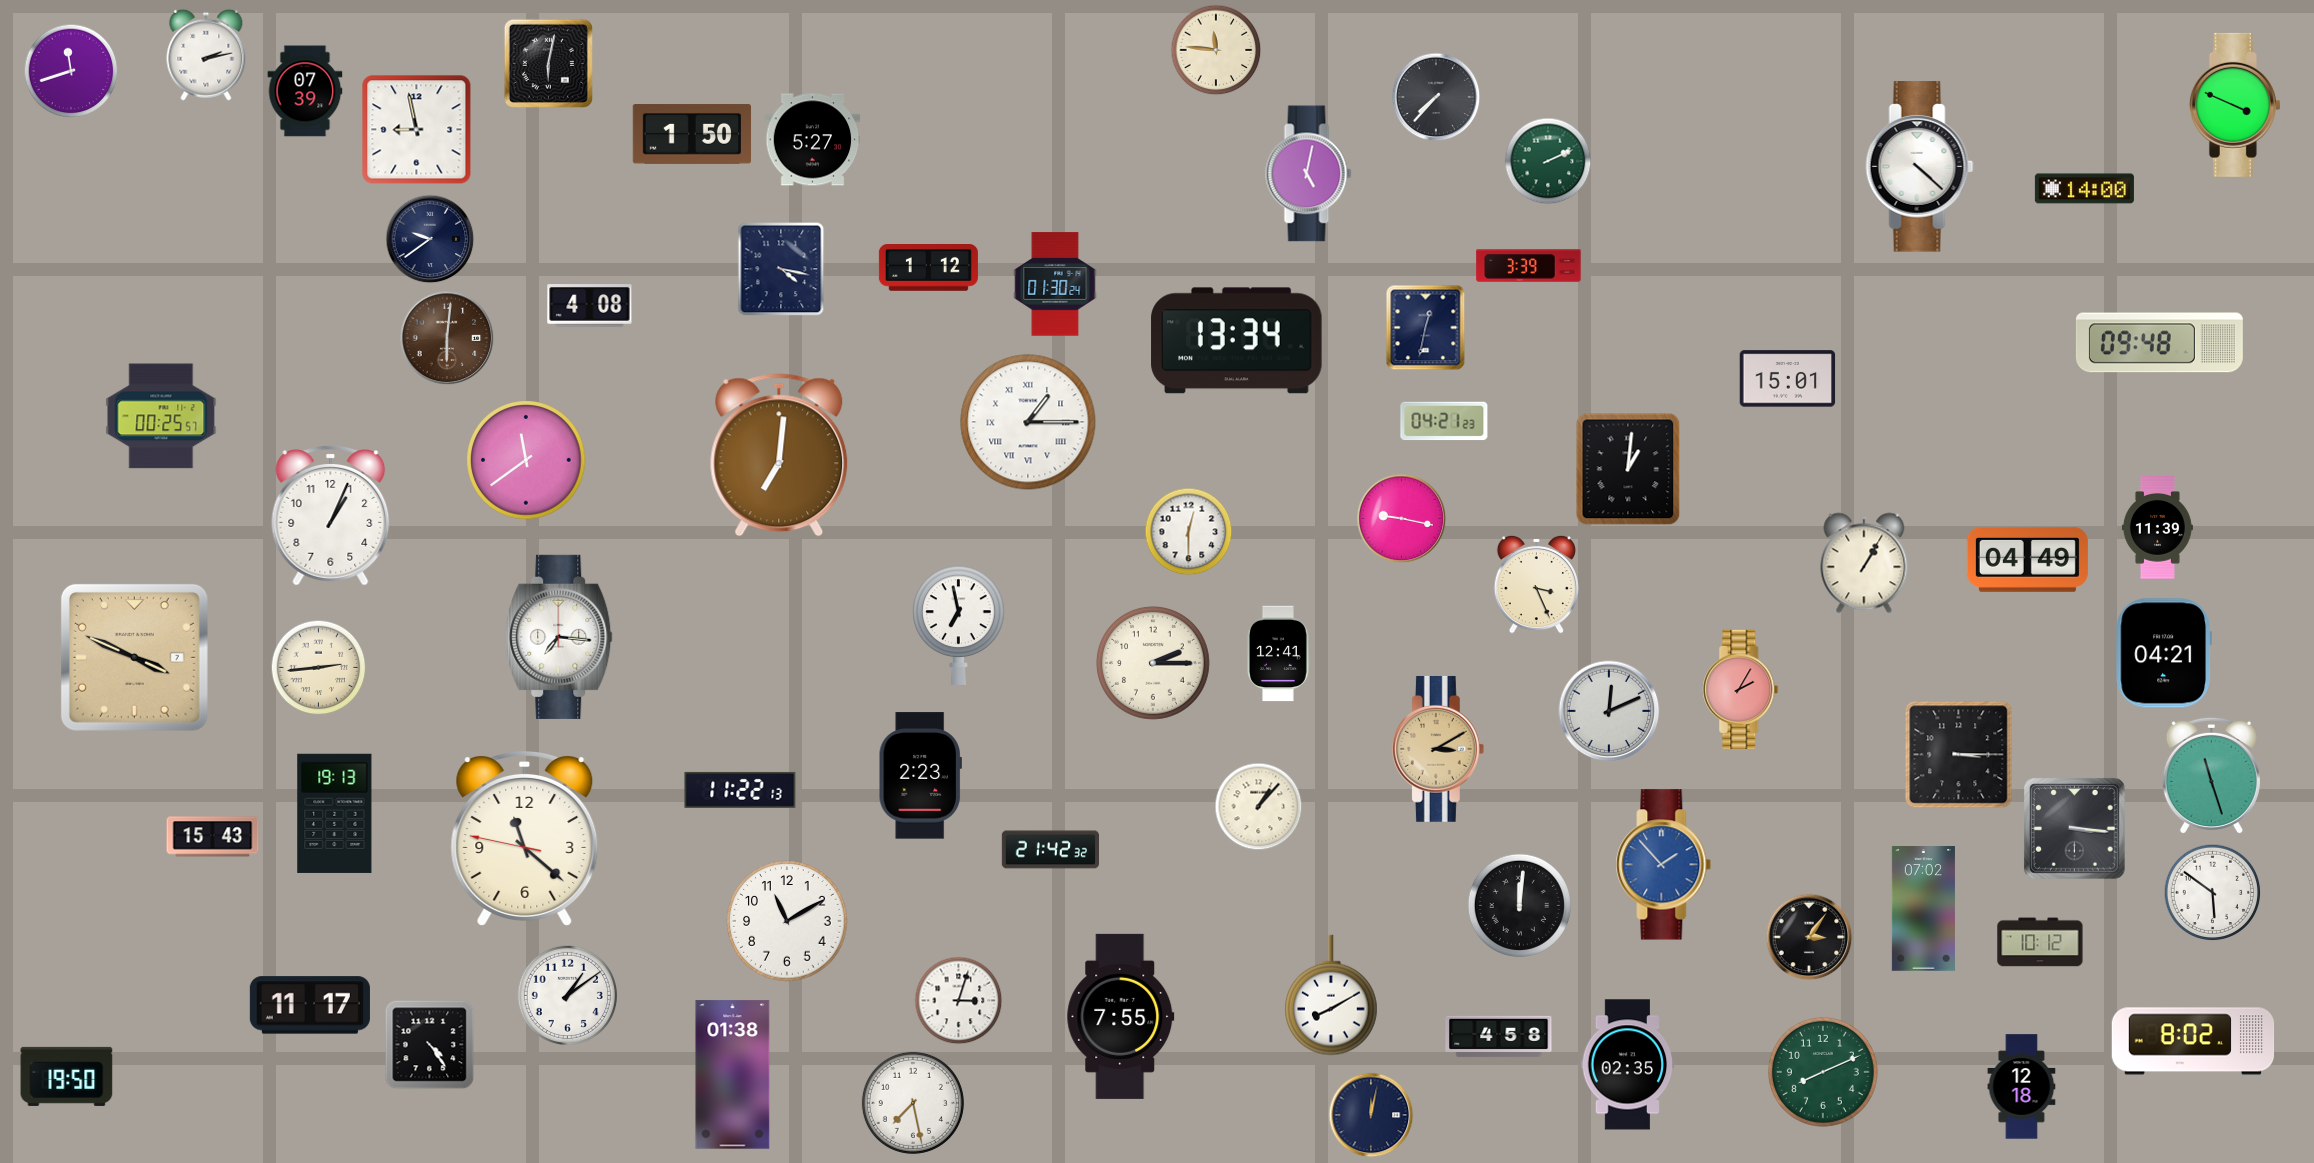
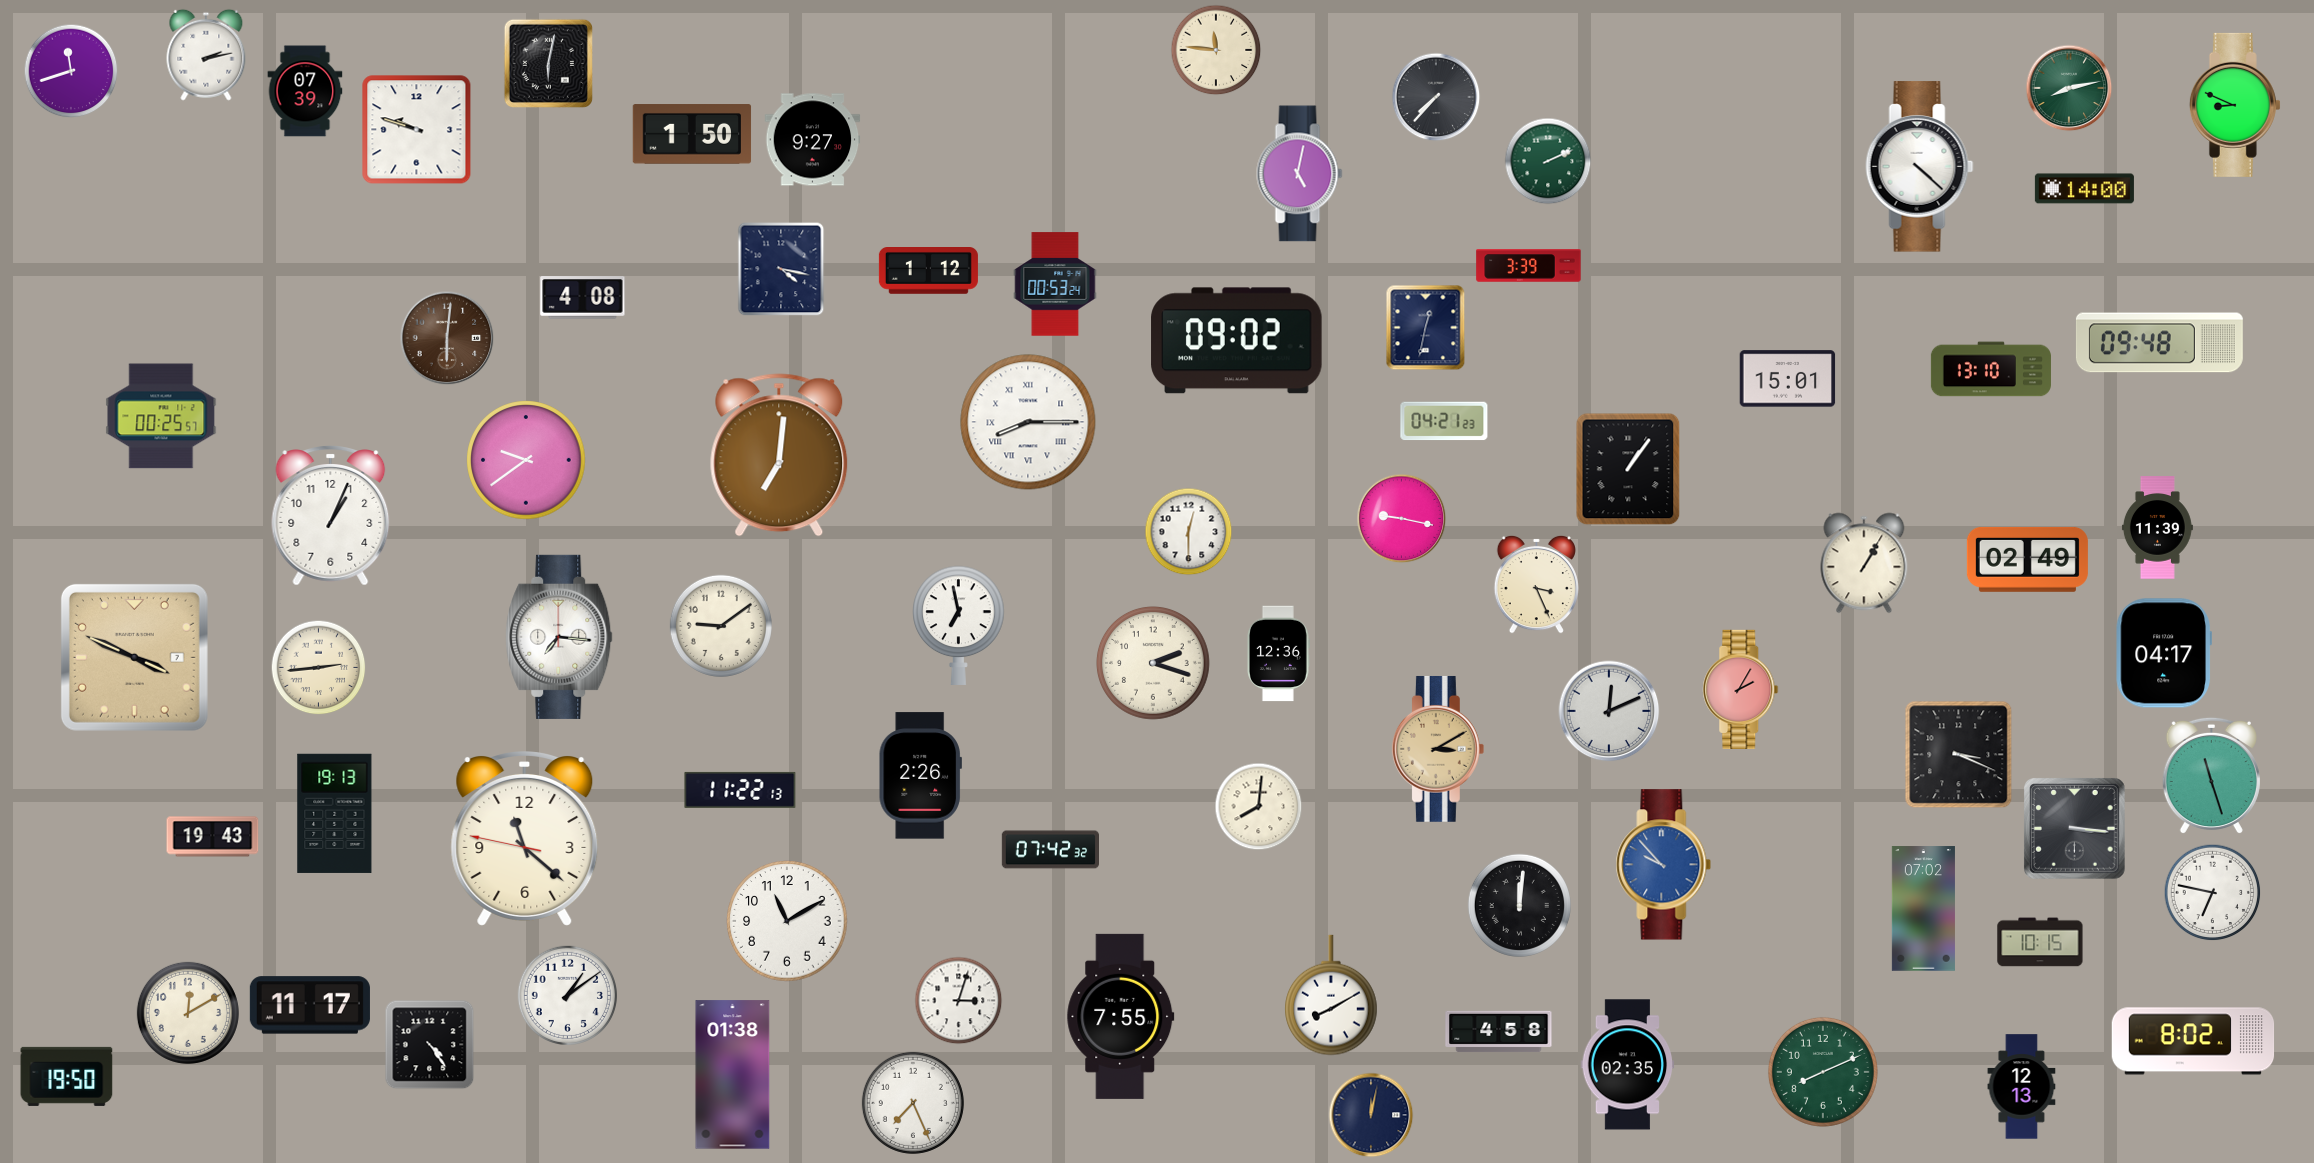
clock at (2069, 88): none -> 8:13
clock at (2235, 105): 3:49 -> 8:49
clock at (417, 130): 8:58 -> 9:48
clock at (813, 140): 5:27 -> 9:27
clock at (1309, 174) position: (1309, 174) -> (1300, 174)
clock at (430, 239): 9:39 -> none
clock at (928, 268) position: (928, 268) -> (928, 271)
clock at (1055, 284): 01:30 -> 00:53
clock at (590, 306) position: (590, 306) -> (583, 298)
clock at (1237, 341): 13:34 -> 09:02
clock at (1991, 369): none -> 13:10
clock at (1028, 422): 1:15 -> 8:15
clock at (526, 460): 11:39 -> 9:39
clock at (1628, 469): 1:01 -> 1:06
clock at (2027, 559): 04:49 -> 02:49
clock at (721, 626): none -> 9:09
clock at (2164, 653): 04:21 -> 04:17
clock at (1278, 654): 12:41 -> 12:36
clock at (1153, 663): 2:15 -> 2:18
clock at (1959, 755): 3:15 -> 3:19
clock at (920, 776): 2:23 -> 2:26
clock at (1259, 807): 1:07 -> 8:01
clock at (213, 837): 15:43 -> 19:43
clock at (1050, 850): 21:42 -> 07:42
clock at (1664, 865): 1:53 -> 9:53
clock at (2213, 893): 5:51 -> 6:47
clock at (1809, 937): 3:06 -> none
clock at (2040, 942): 10:12 -> 10:15
clock at (188, 1013): none -> 12:10
clock at (1499, 1037) position: (1499, 1037) -> (1499, 1032)
clock at (2022, 1087): 12:18 -> 12:13
clock at (913, 1103): 7:28 -> 7:26
